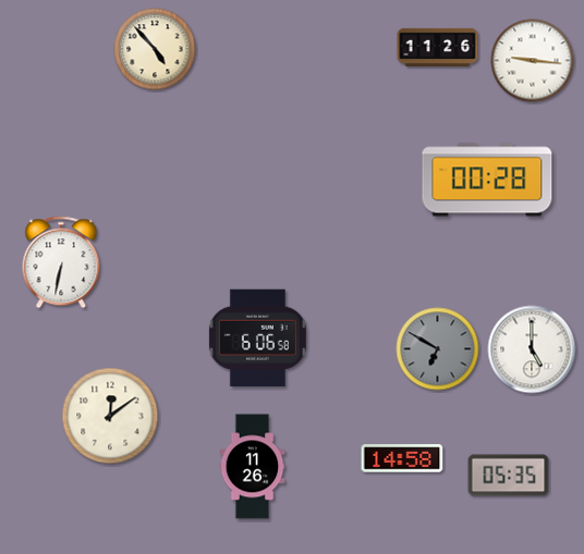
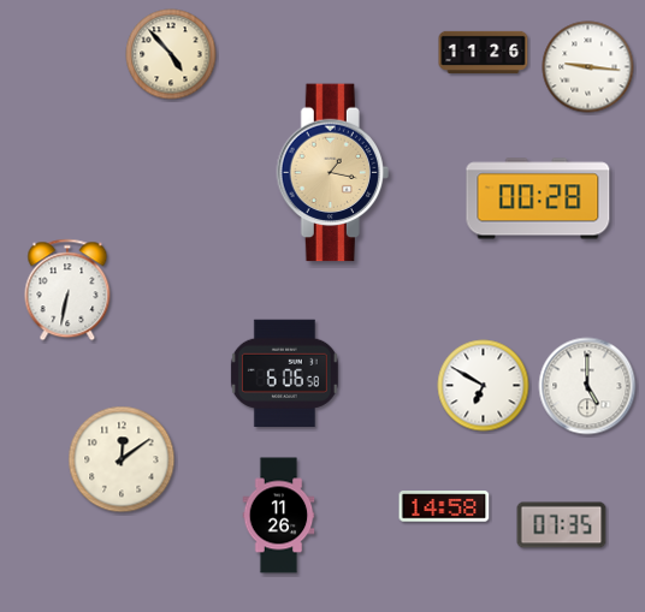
clock at (332, 173): none -> 1:17
clock at (438, 349) dial: grey -> white
clock at (509, 476): 05:35 -> 07:35
